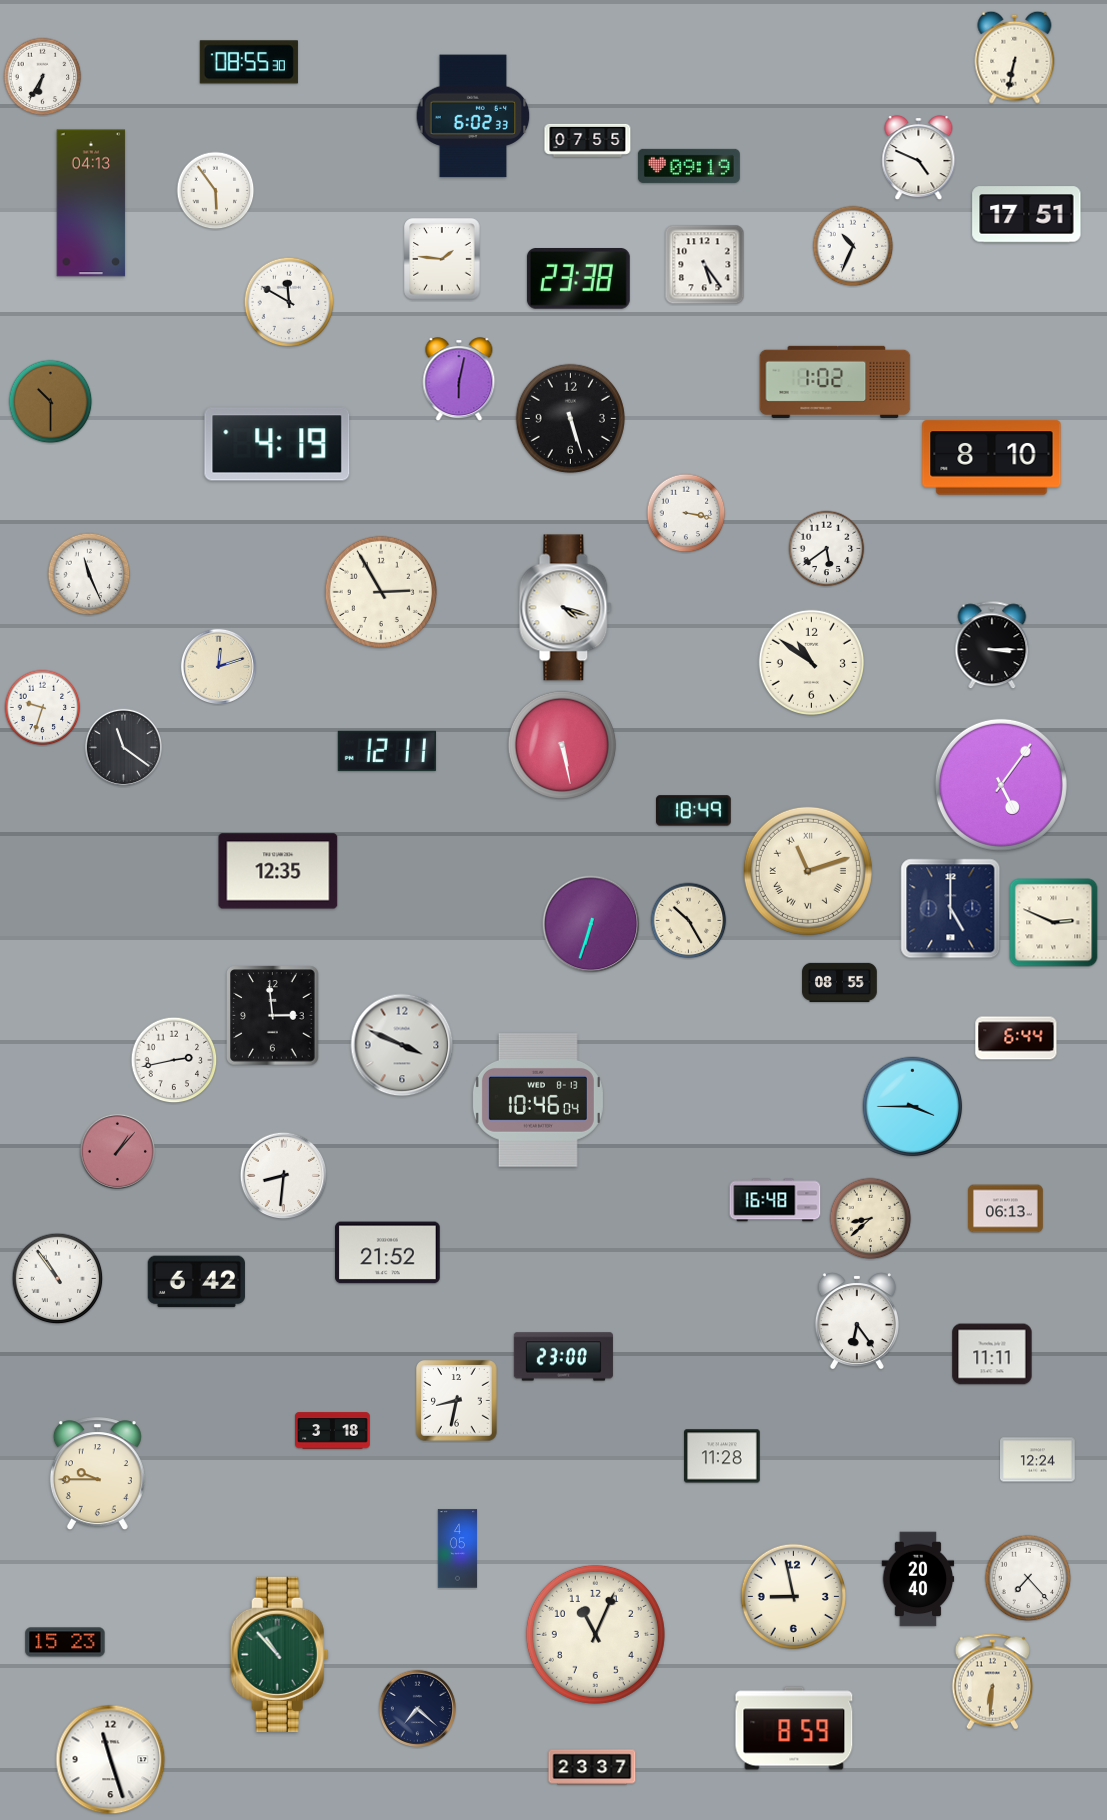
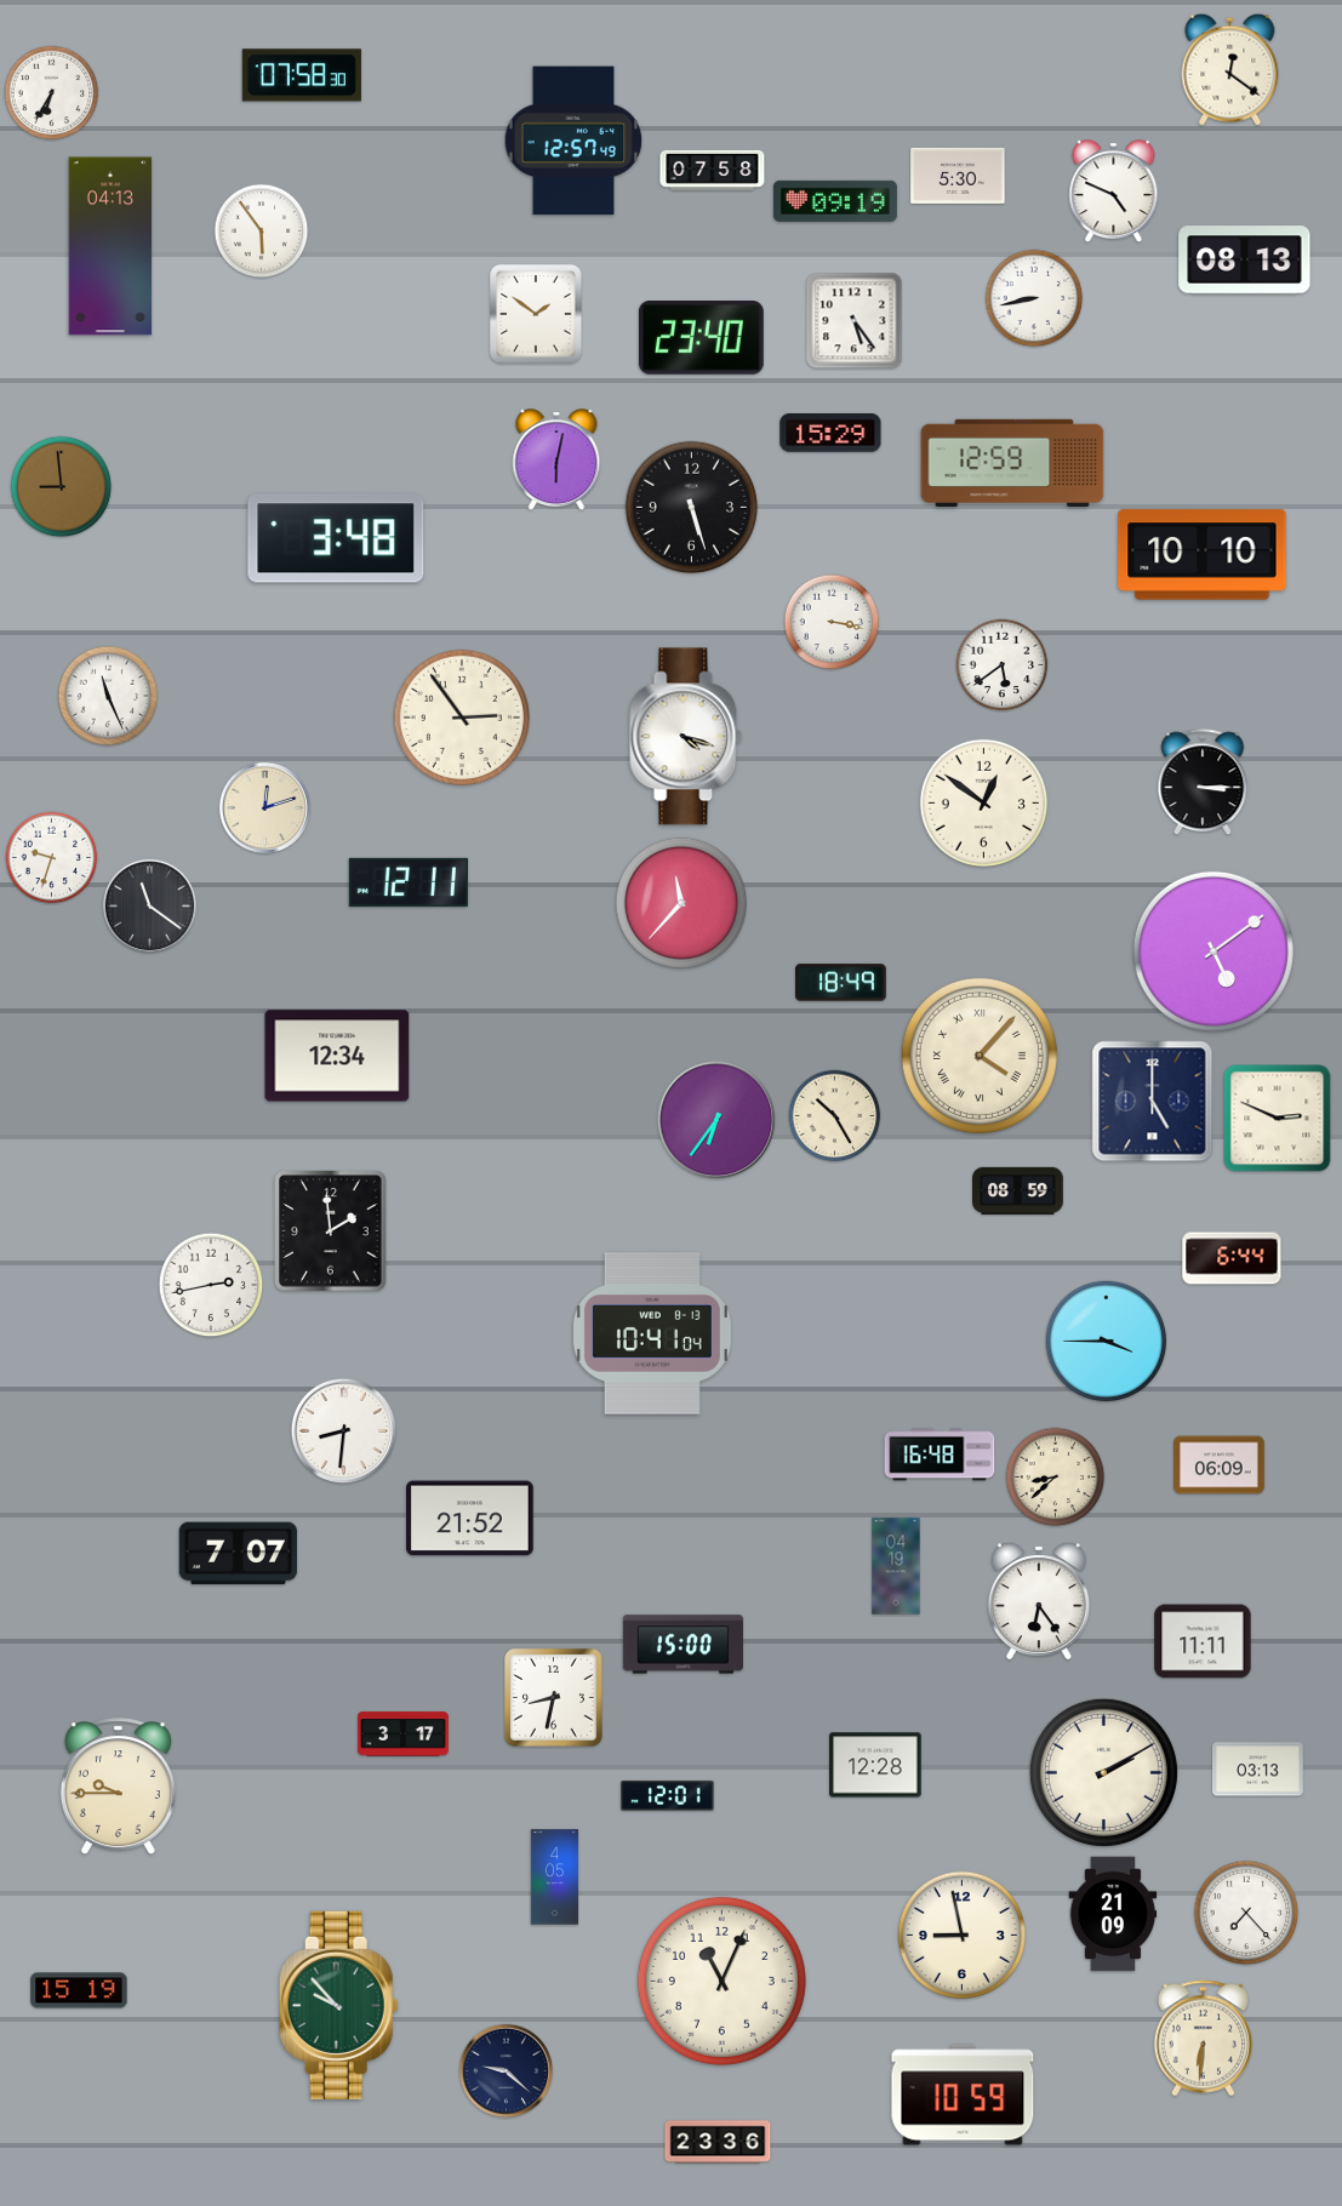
clock at (1015, 57): 6:32 -> 12:21
clock at (249, 62): 08:55 -> 07:58
clock at (473, 116): 6:02 -> 12:57
clock at (588, 140): 07:55 -> 07:58
clock at (958, 176): none -> 5:30
clock at (1027, 215): 17:51 -> 08:13
clock at (853, 246): 10:34 -> 8:43
clock at (442, 259): 1:46 -> 1:51
clock at (578, 279): 23:38 -> 23:40
clock at (289, 302): 11:50 -> none
clock at (830, 433): none -> 15:29
clock at (835, 382): 1:02 -> 12:59
clock at (51, 402): 10:30 -> 8:59
clock at (277, 444): 4:19 -> 3:48
clock at (992, 458): 8:10 -> 10:10
clock at (381, 592): 2:55 -> 2:54
clock at (811, 662): 10:51 -> 12:51
clock at (562, 745): 5:28 -> 11:37
clock at (387, 751) position: (387, 751) -> (409, 882)
clock at (1001, 785): 5:06 -> 5:09
clock at (278, 871): 12:35 -> 12:34
clock at (808, 871): 11:12 -> 4:07
clock at (591, 924): 6:33 -> 6:36
clock at (840, 982): 08:55 -> 08:59
clock at (273, 1016): 2:59 -> 1:59
clock at (402, 1045): 3:49 -> none
clock at (538, 1100): 10:46 -> 10:41
clock at (117, 1151): 1:07 -> none
clock at (284, 1176) position: (284, 1176) -> (344, 1431)
clock at (1006, 1209): 06:13 -> 06:09
clock at (58, 1279): 10:54 -> none
clock at (196, 1282): 6:42 -> 7:07
clock at (896, 1566): none -> 04:19
clock at (563, 1357): 23:00 -> 15:00
clock at (333, 1431): 3:18 -> 3:17
clock at (722, 1456): 11:28 -> 12:28
clock at (1038, 1460): 12:24 -> 03:13
clock at (1103, 1772): none -> 2:10
clock at (668, 1796): none -> 12:01
clock at (918, 1579): 20:40 -> 21:09
clock at (65, 1642): 15:23 -> 15:19
clock at (279, 1654): 10:53 -> 9:53
clock at (417, 1708): 7:22 -> 9:22
clock at (794, 1728): 8:59 -> 10:59
clock at (111, 1760): 11:27 -> none
clock at (592, 1767): 23:37 -> 23:36
